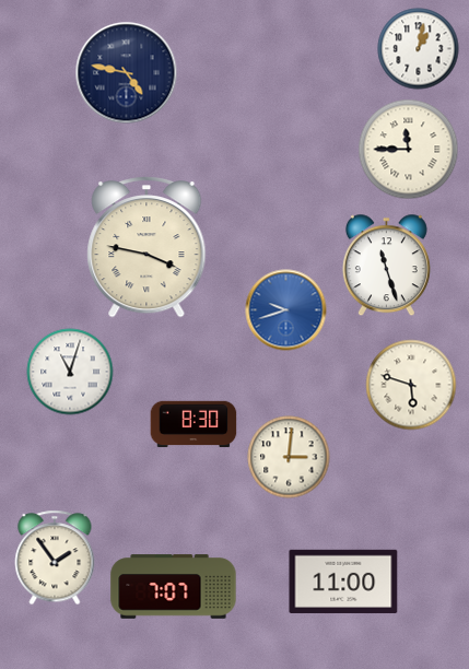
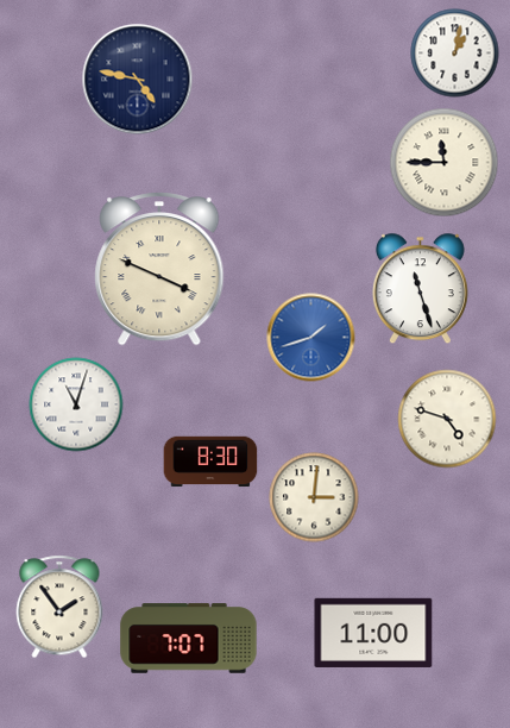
clock at (146, 248): 3:47 -> 3:49
clock at (286, 310): 9:42 -> 1:42
clock at (411, 385): 5:48 -> 4:48
